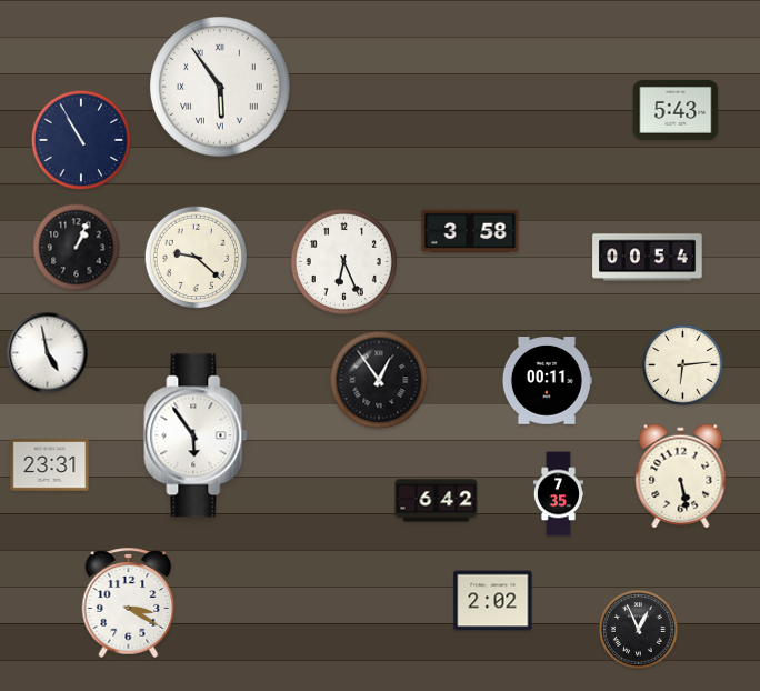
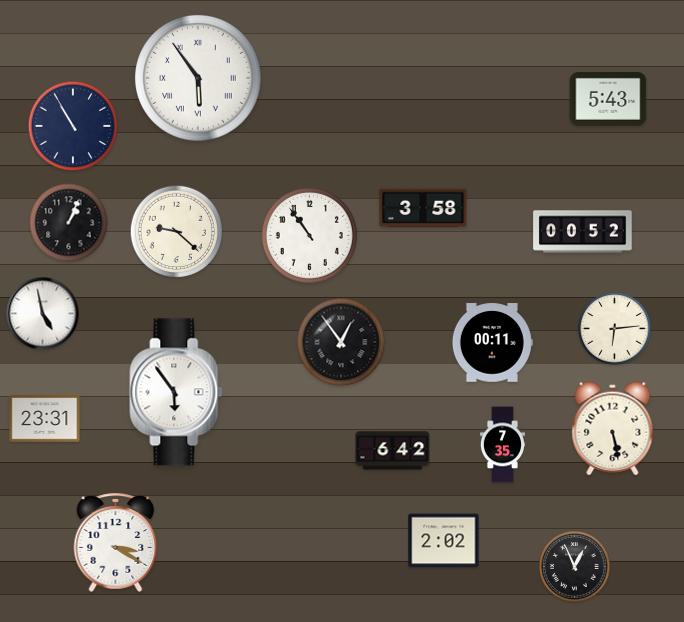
clock at (648, 258): 00:54 -> 00:52
clock at (343, 261): 6:26 -> 10:54
clock at (48, 353) position: (48, 353) -> (43, 314)
